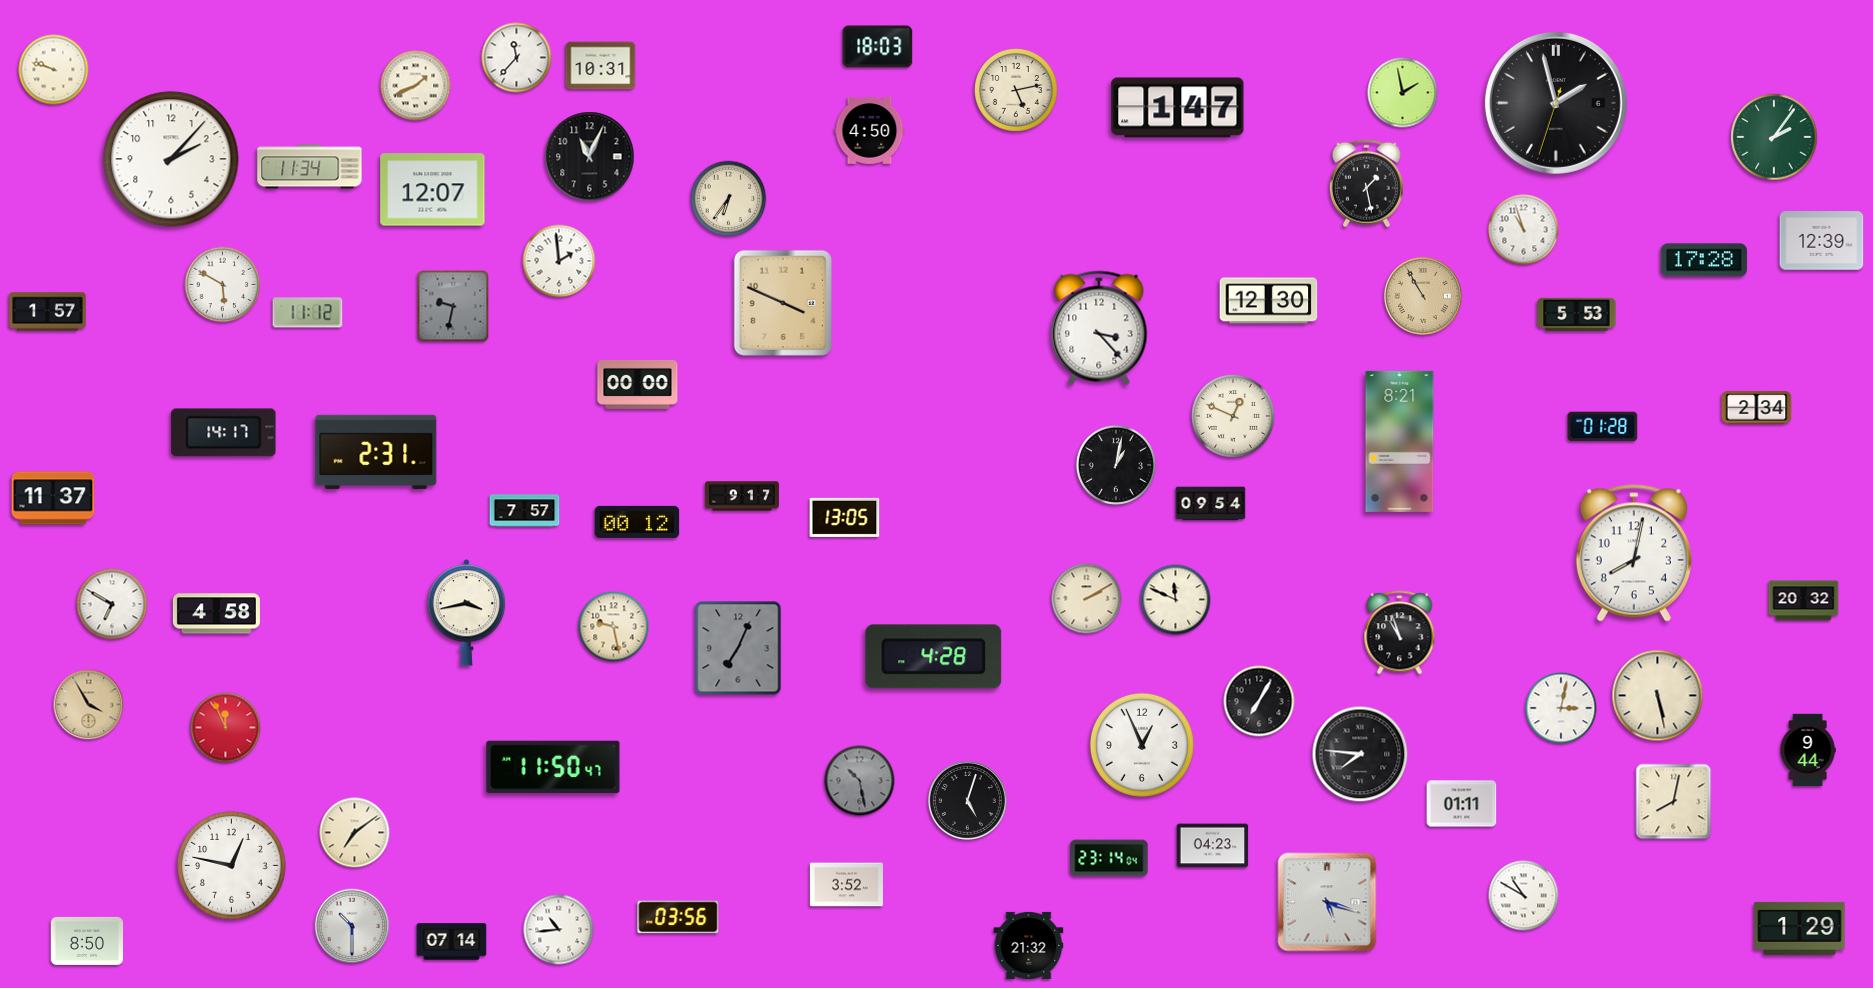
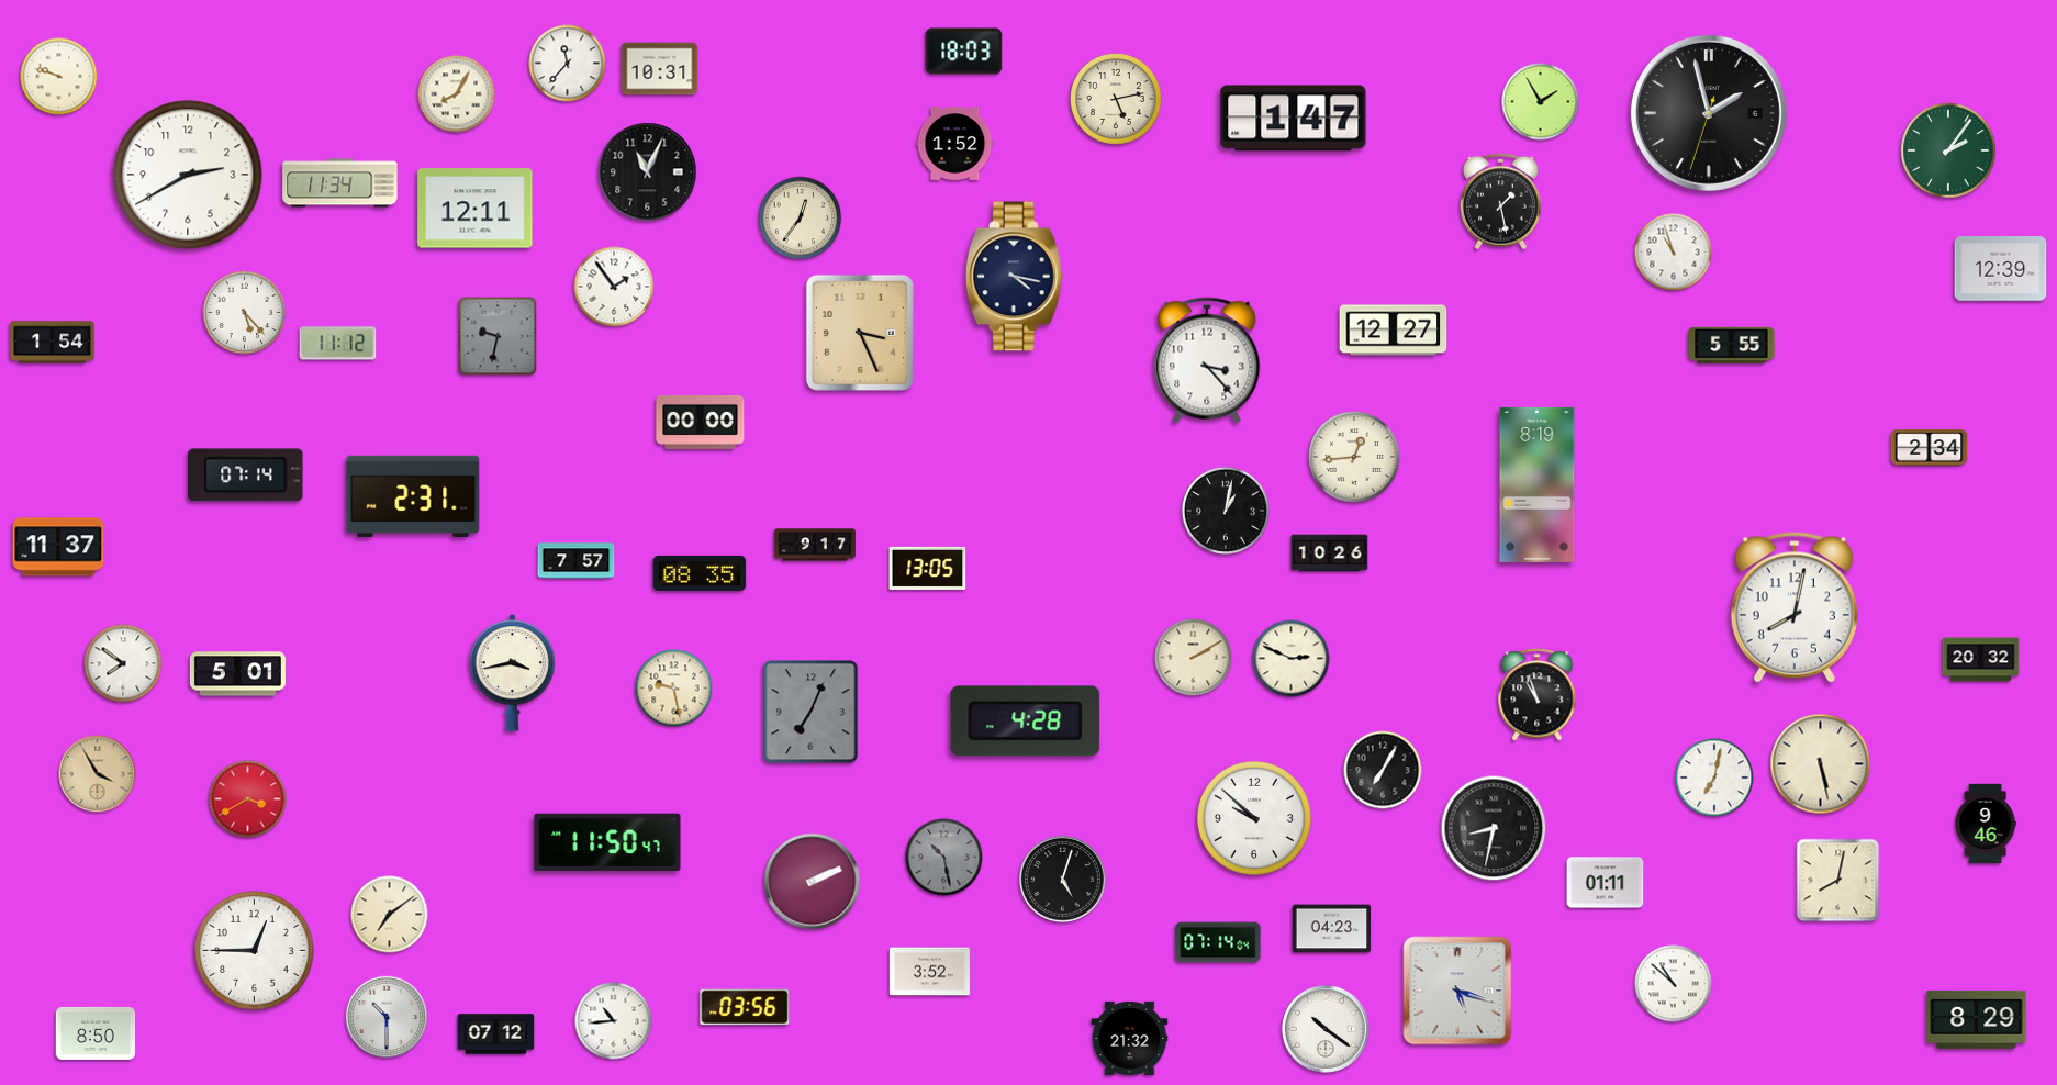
clock at (601, 66) position: (601, 66) -> (660, 69)
clock at (416, 86): 1:41 -> 8:05
clock at (1403, 93): 1:58 -> 1:55
clock at (870, 131): 4:50 -> 1:52
clock at (171, 159): 2:07 -> 2:40
clock at (433, 190): 12:07 -> 12:11
clock at (729, 199): 6:36 -> 12:36
clock at (1822, 241) position: (1822, 241) -> (2001, 269)
clock at (1014, 277): none -> 4:17
clock at (1704, 260): 17:28 -> none
clock at (559, 261): 1:59 -> 1:54
clock at (223, 285): 5:50 -> 5:23
clock at (1423, 296): 10:55 -> none
clock at (1269, 301): 12:30 -> 12:27
clock at (783, 303): 3:49 -> 3:26
clock at (48, 312): 1:57 -> 1:54
clock at (1577, 314): 5:53 -> 5:55
clock at (1234, 417): 12:49 -> 12:44
clock at (1603, 427): 01:28 -> none
clock at (224, 433): 14:17 -> 07:14
clock at (1400, 441): 8:21 -> 8:19
clock at (1211, 504): 09:54 -> 10:26
clock at (637, 522): 00:12 -> 08:35
clock at (1176, 600): 11:49 -> 2:49
clock at (112, 604): 6:50 -> 7:51
clock at (216, 614): 4:58 -> 5:01
clock at (1561, 708): 3:02 -> 7:02
clock at (226, 728): 11:56 -> 3:40
clock at (1142, 745): 12:56 -> 9:52
clock at (1808, 750): 9:44 -> 9:46
clock at (1360, 754): 7:46 -> 8:32
clock at (813, 882): none -> 2:11
clock at (1109, 858): 23:14 -> 07:14
clock at (232, 866): 12:47 -> 12:45
clock at (1524, 896): 10:50 -> 10:52
clock at (1800, 928): 1:29 -> 8:29
clock at (1326, 1029): none -> 10:21
clock at (452, 942): 07:14 -> 07:12
